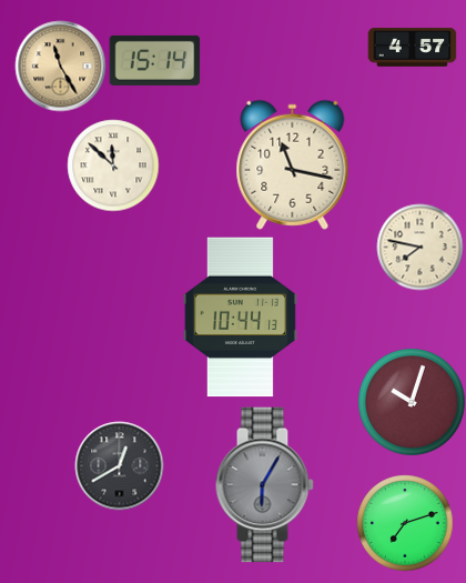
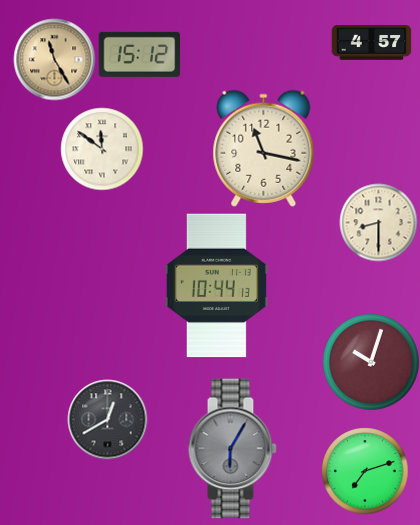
clock at (154, 60): 15:14 -> 15:12
clock at (113, 165): 11:52 -> 11:51
clock at (419, 247): 7:47 -> 8:30
clock at (264, 485) position: (264, 485) -> (232, 449)
